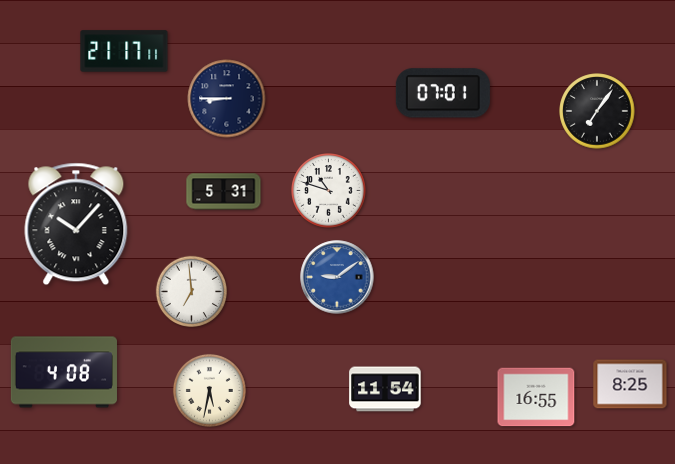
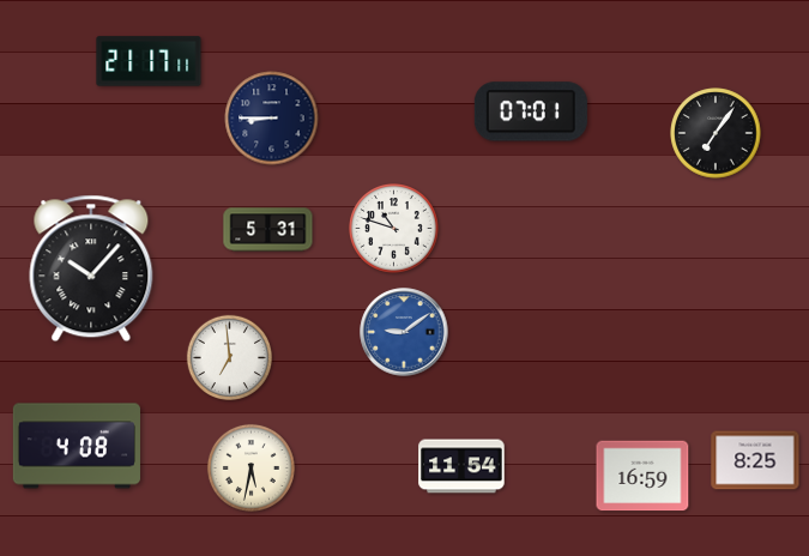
clock at (191, 291) position: (191, 291) -> (229, 357)
clock at (536, 397): 16:55 -> 16:59
